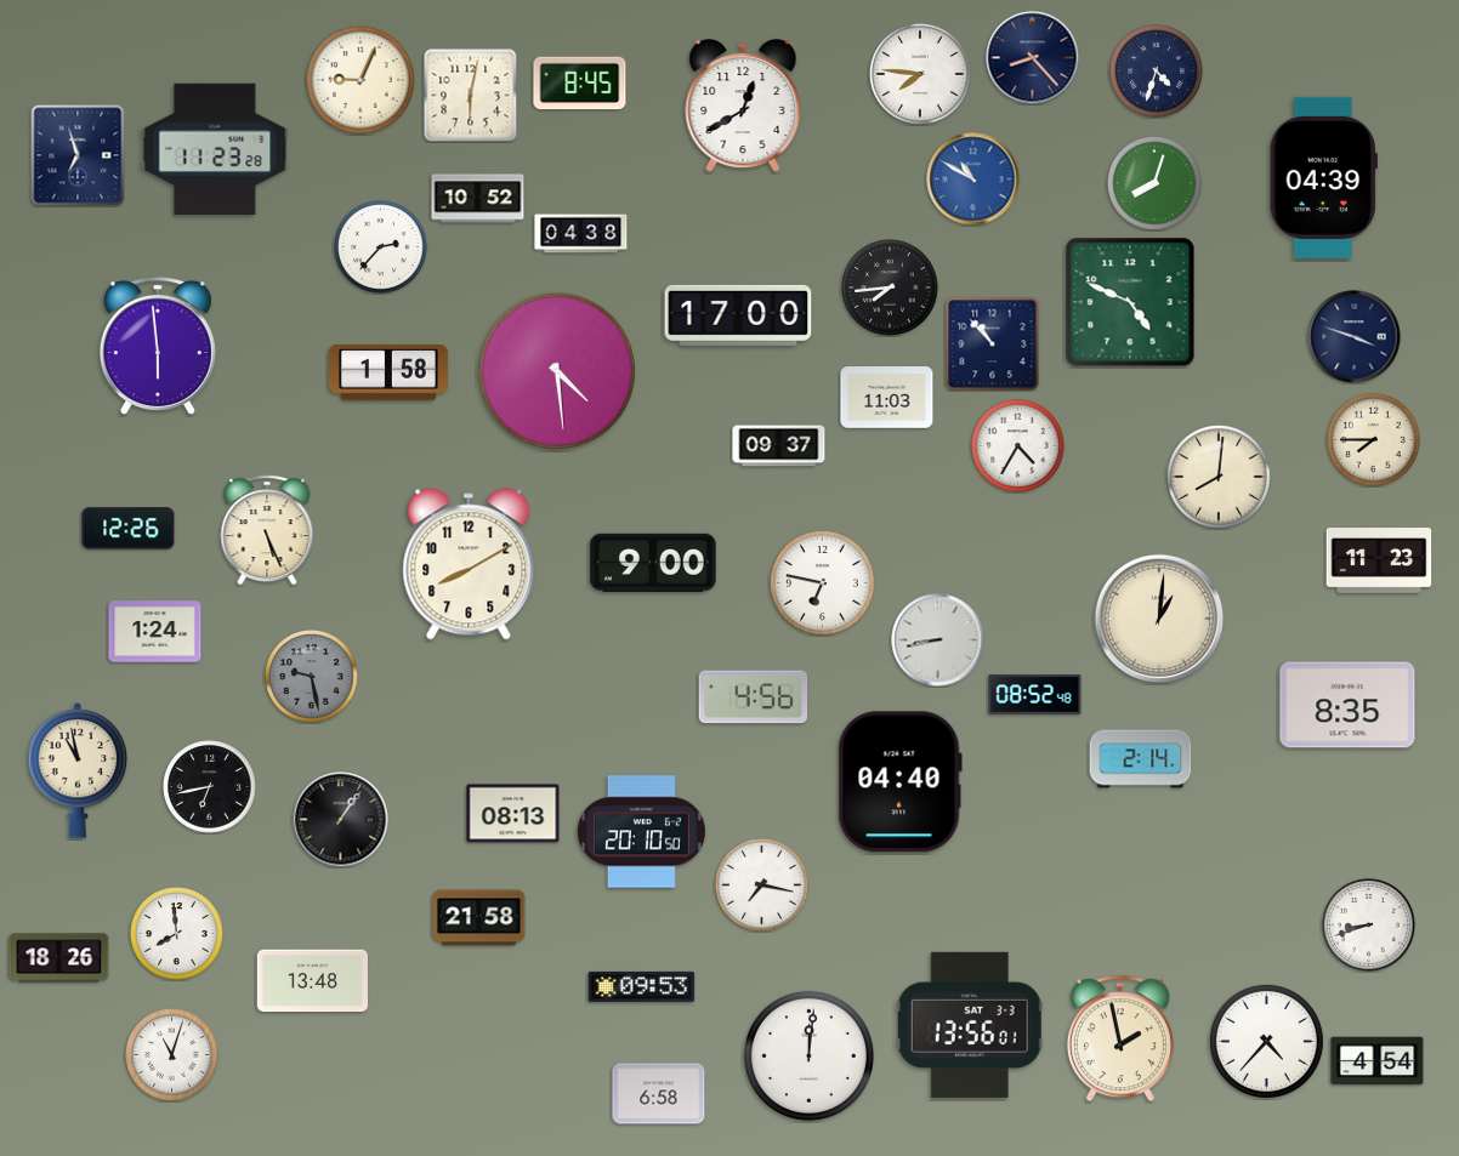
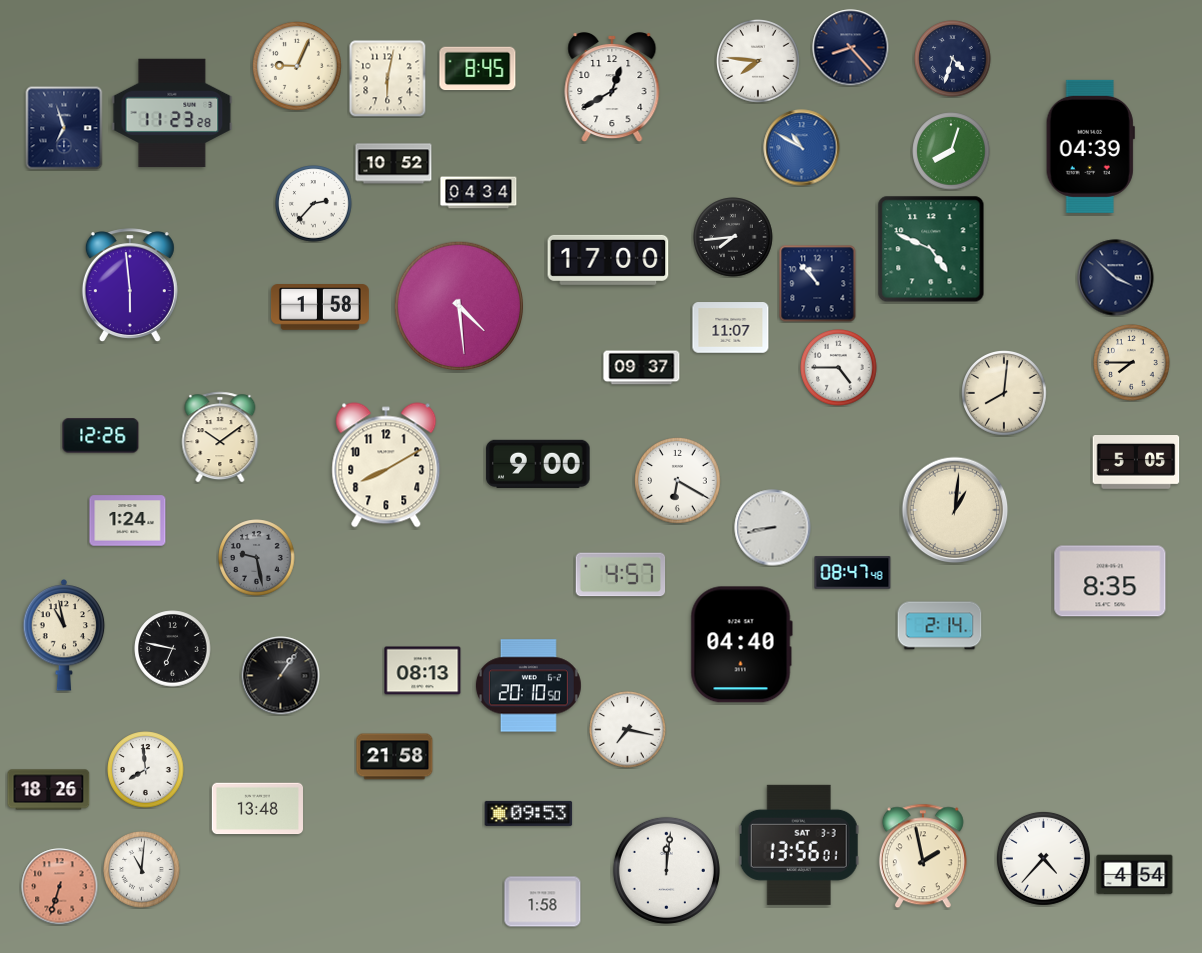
clock at (215, 149) position: (215, 149) -> (172, 113)
clock at (581, 234): 04:38 -> 04:34
clock at (1355, 337): 3:48 -> 3:52
clock at (887, 398): 11:03 -> 11:07
clock at (1018, 446): 4:35 -> 4:45
clock at (129, 529) position: (129, 529) -> (101, 436)
clock at (267, 530): 5:26 -> 10:09
clock at (1379, 562): 11:23 -> 5:05
clock at (823, 583): 6:47 -> 6:20
clock at (1035, 695): 08:52 -> 08:47
clock at (754, 697): 4:56 -> 4:57
clock at (210, 787): 6:43 -> 6:47
clock at (1369, 926): 8:42 -> none
clock at (172, 1055): 11:03 -> 11:01
clock at (60, 887): none -> 6:33
clock at (659, 1094): 6:58 -> 1:58
